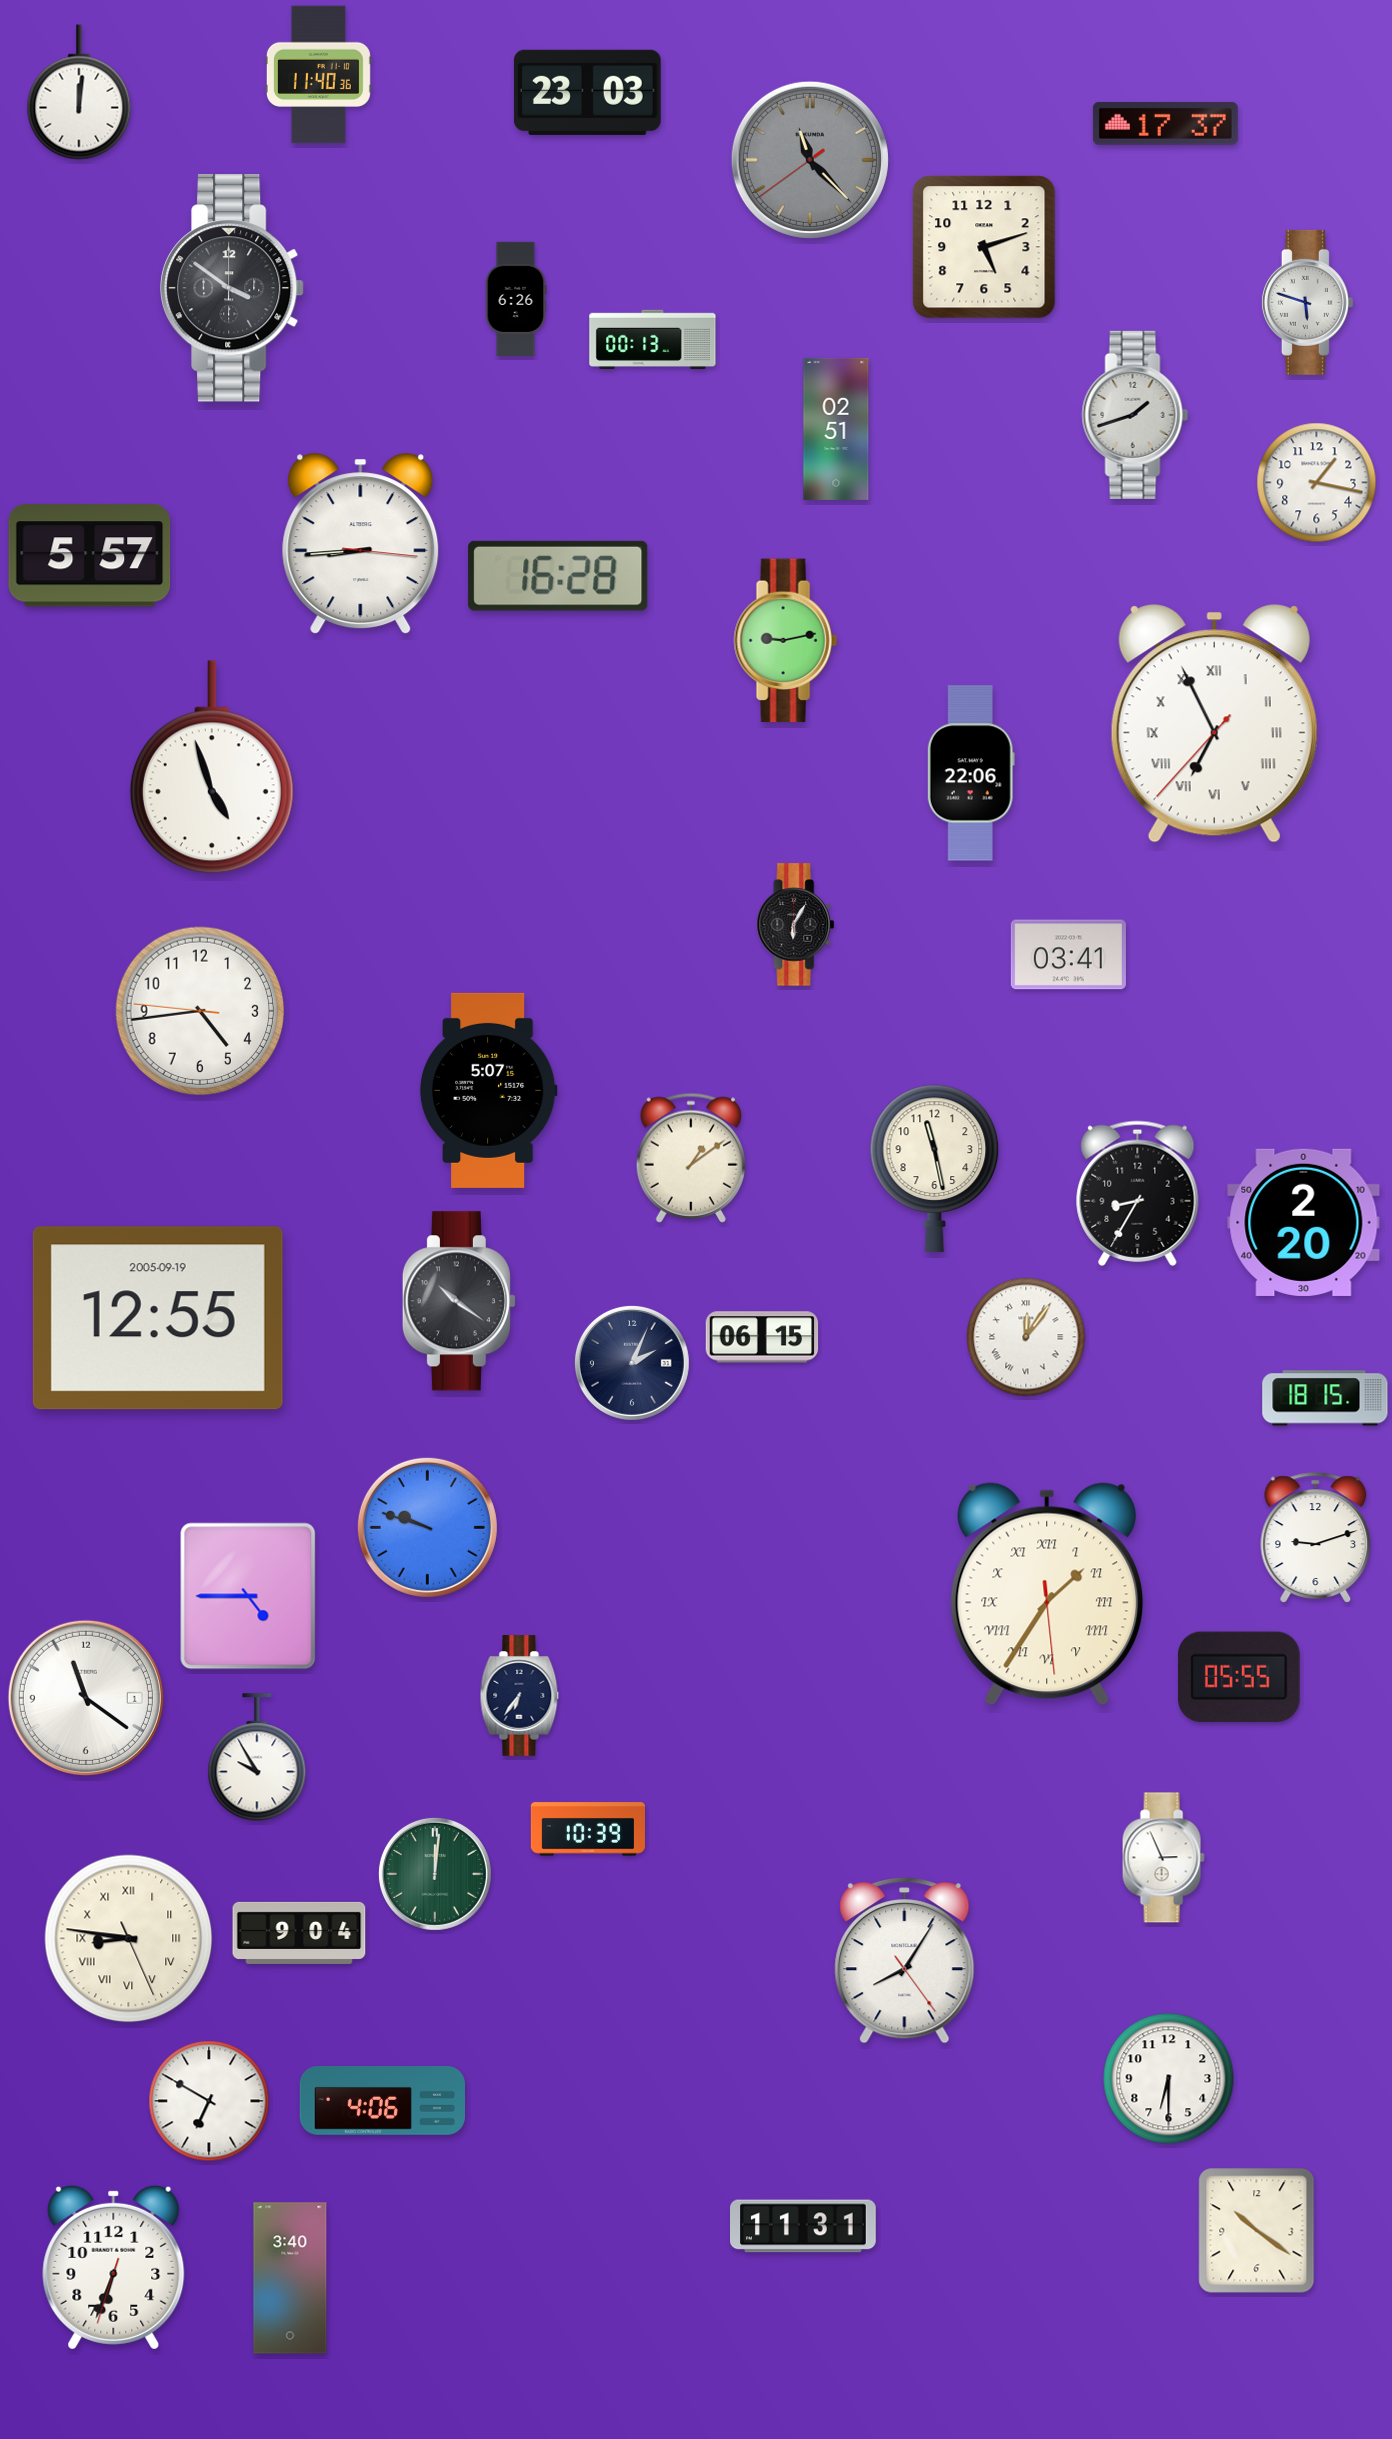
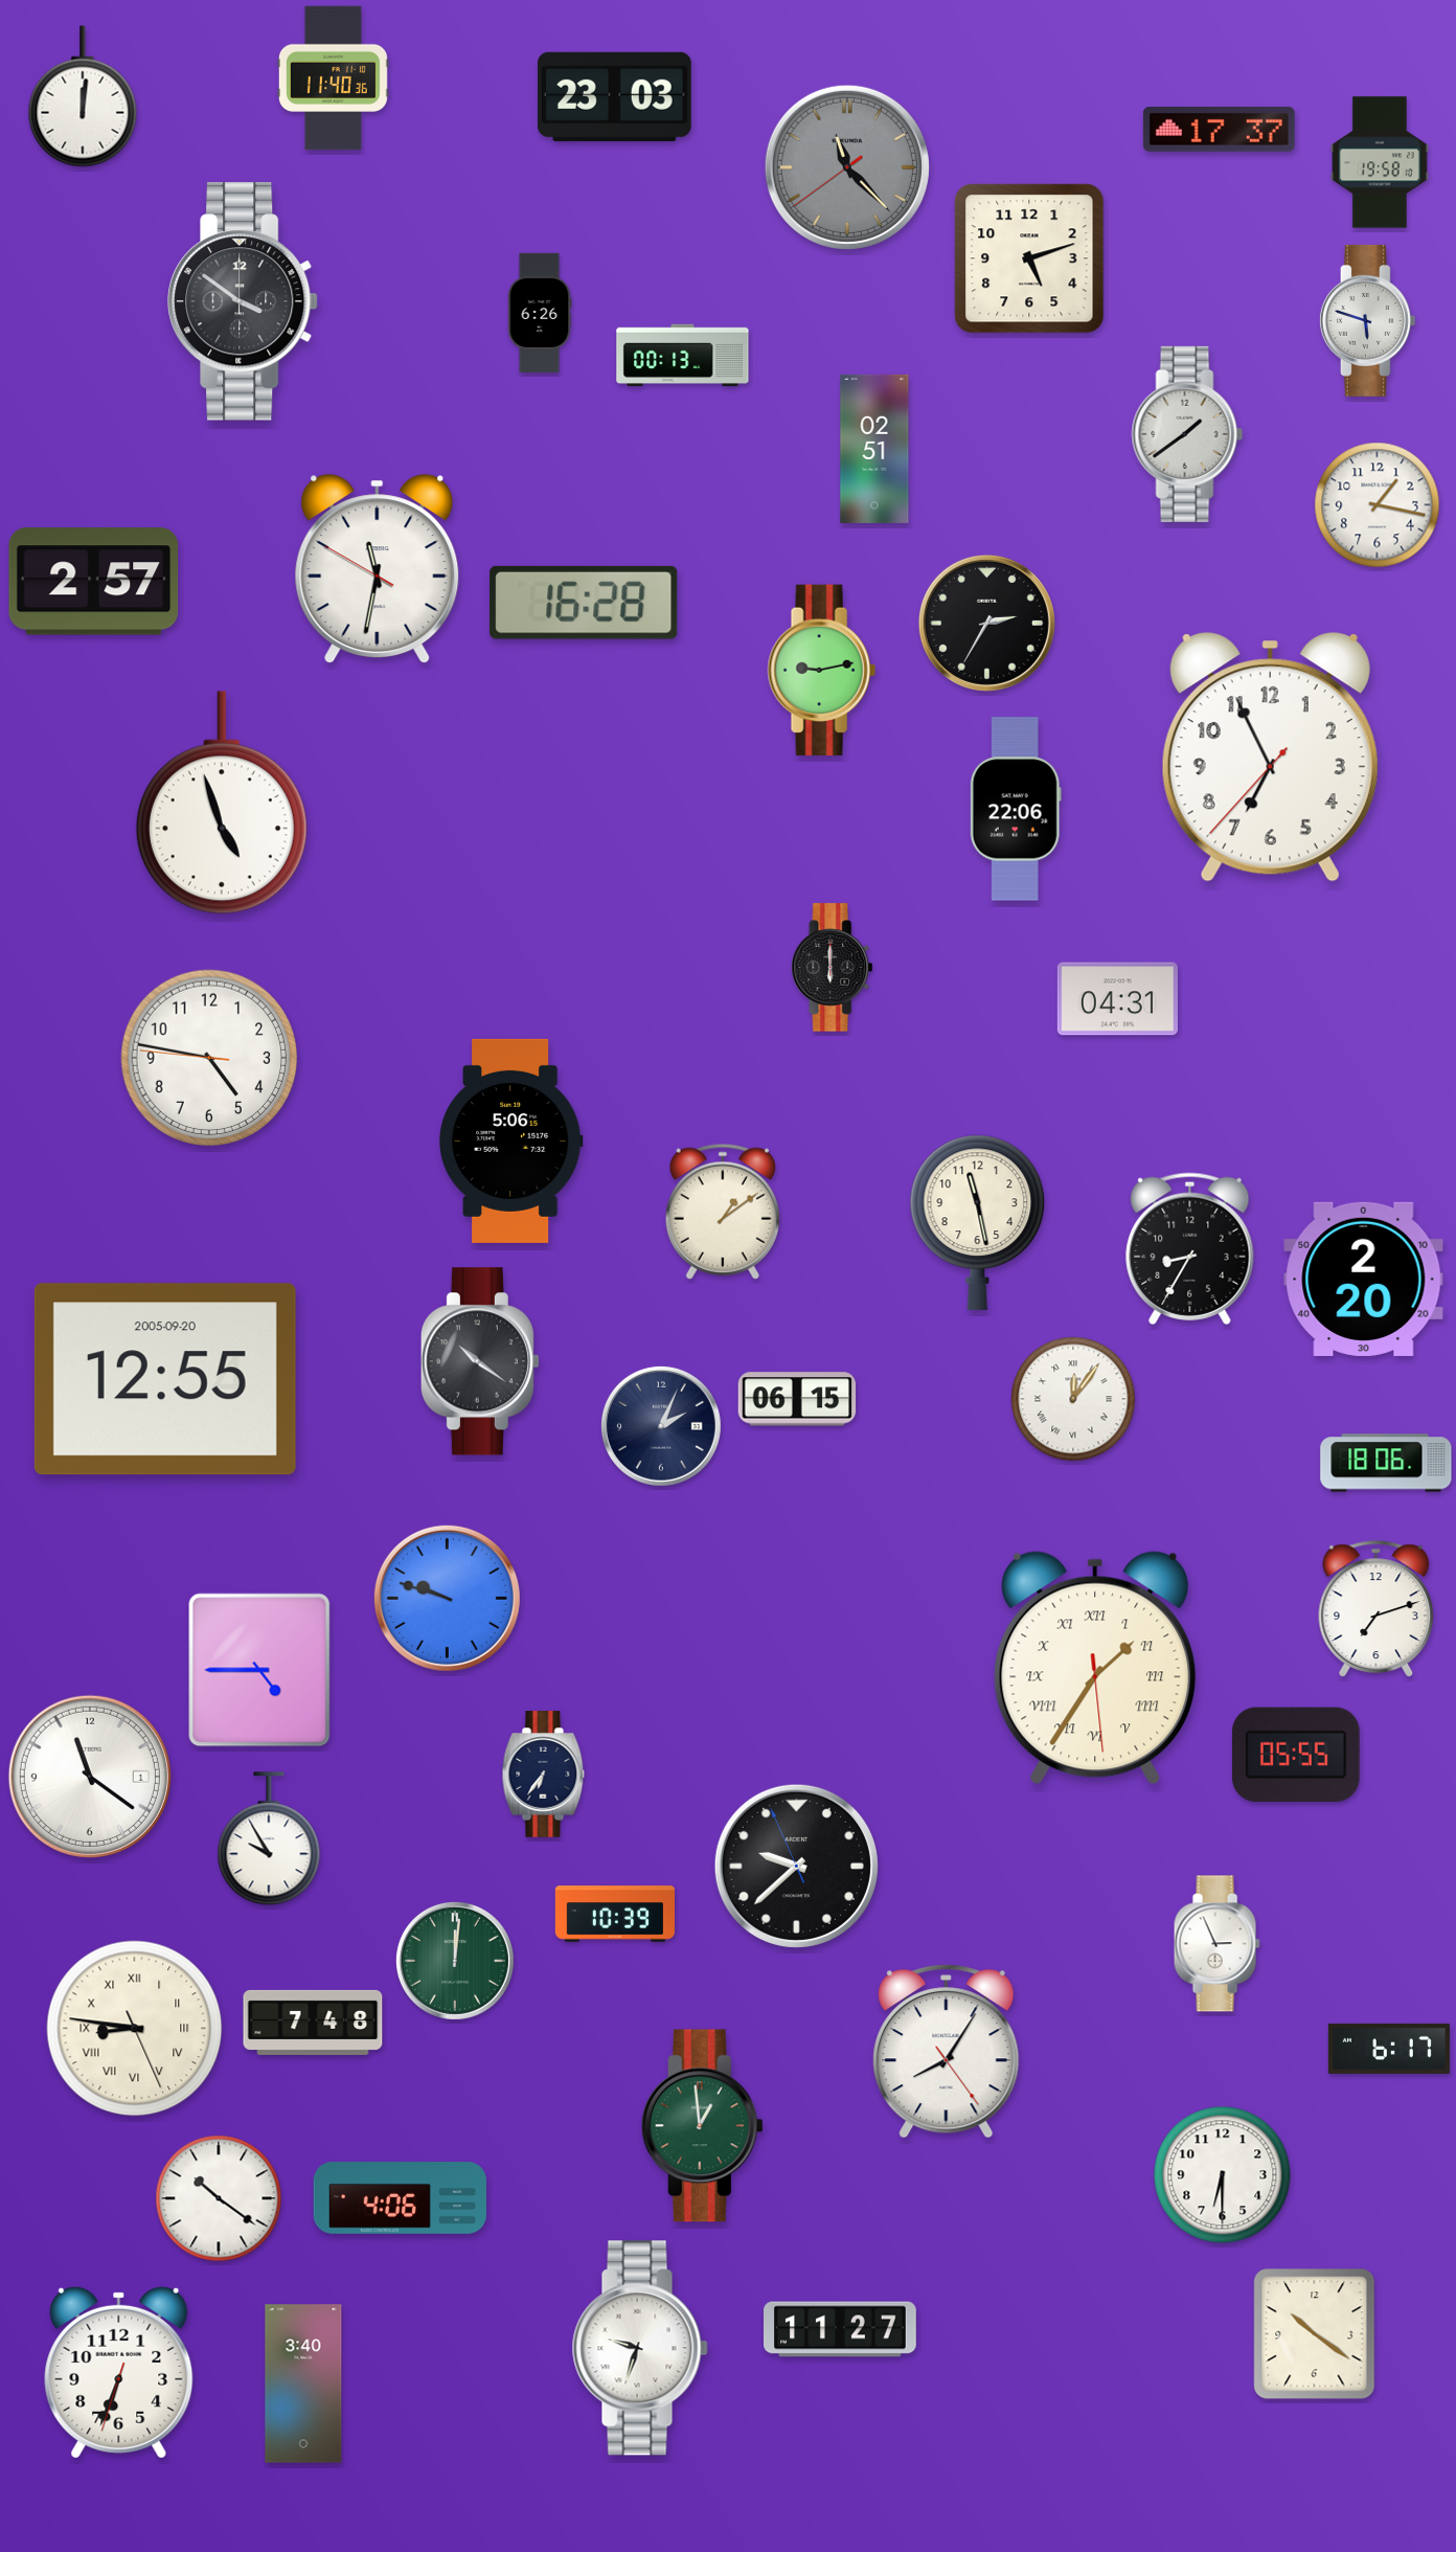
clock at (1381, 162): none -> 19:58
clock at (1307, 302) position: (1307, 302) -> (1367, 320)
clock at (1135, 415): 1:42 -> 1:39
clock at (361, 544): 8:44 -> 11:31
clock at (90, 556): 5:57 -> 2:57
clock at (986, 623): none -> 2:35
clock at (1214, 724) numerals: Roman -> Arabic
clock at (796, 925): 6:05 -> 6:00
clock at (1068, 955): 03:41 -> 04:31
clock at (200, 1011): 4:43 -> 4:46
clock at (488, 1090): 5:07 -> 5:06
clock at (158, 1318) date: 2005-09-19 -> 2005-09-20
clock at (1325, 1398): 18:15 -> 18:06
clock at (1316, 1538): 9:12 -> 7:12
clock at (796, 1866): none -> 9:37
clock at (299, 1933): 9:04 -> 7:48
clock at (1389, 2049): none -> 6:17
clock at (702, 2126): none -> 12:59
clock at (209, 2101): 6:50 -> 10:21
clock at (804, 2226): 11:31 -> 11:27
clock at (640, 2348): none -> 9:33
